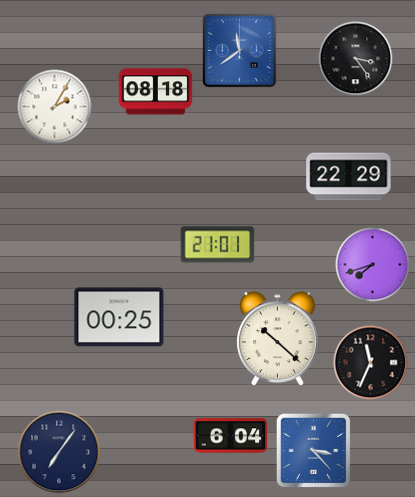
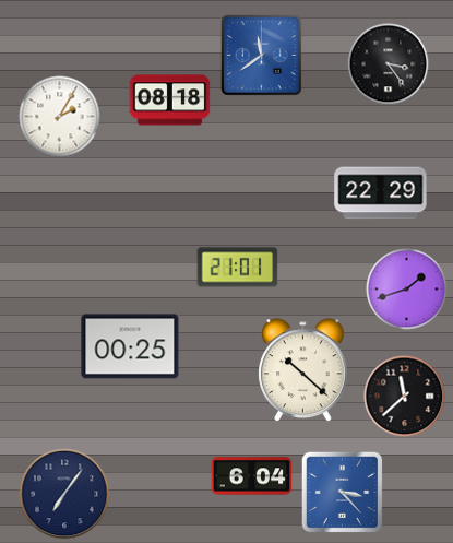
clock at (373, 265): 7:42 -> 1:42
clock at (371, 363): 11:34 -> 11:38
